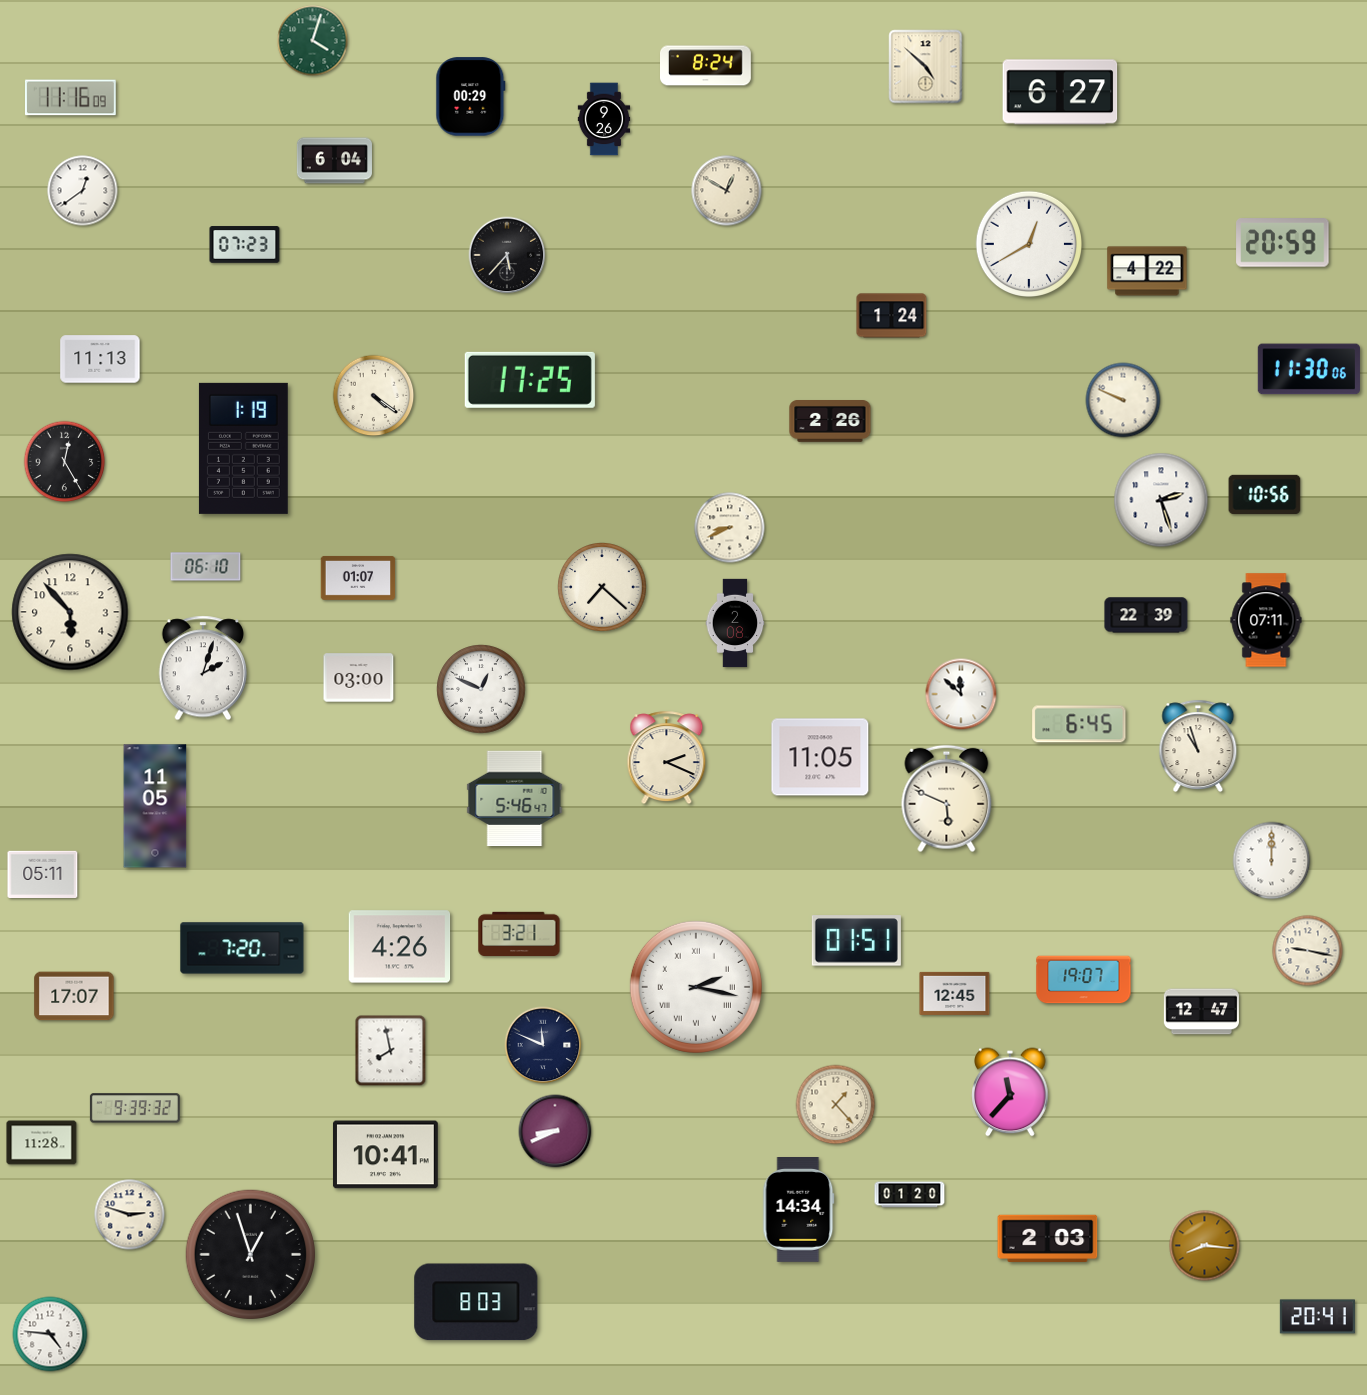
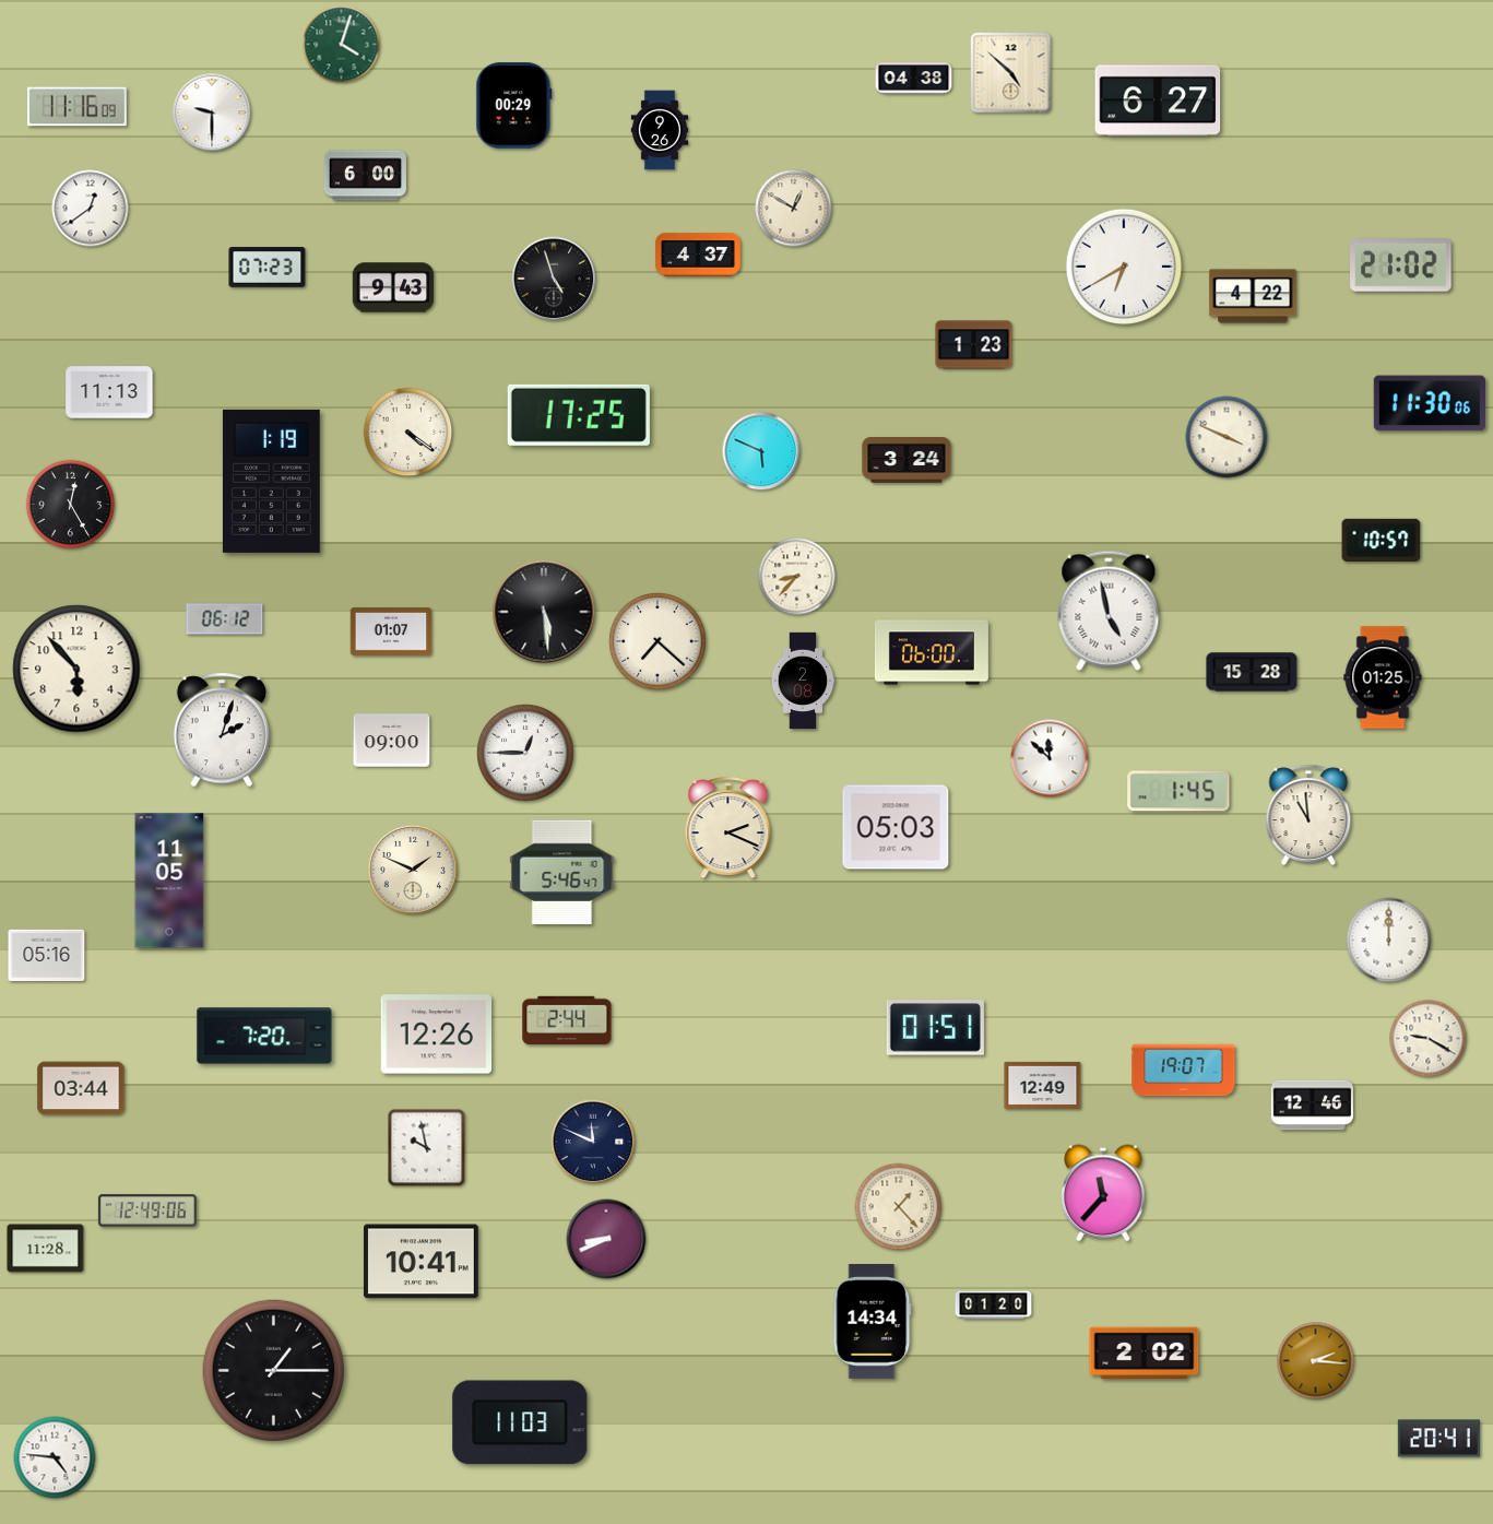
clock at (706, 66): 8:24 -> none
clock at (914, 79): none -> 04:38
clock at (212, 113): none -> 9:30
clock at (334, 161): 6:04 -> 6:00
clock at (698, 255): none -> 4:37
clock at (1283, 243): 20:59 -> 21:02
clock at (1029, 244): 12:40 -> 6:40
clock at (507, 255): 5:37 -> 4:57
clock at (393, 287): none -> 9:43
clock at (892, 316): 1:24 -> 1:23
clock at (1123, 400): 9:49 -> 3:49
clock at (761, 451): none -> 5:49
clock at (830, 422): 2:26 -> 3:24
clock at (243, 448) position: (243, 448) -> (271, 481)
clock at (1265, 494): 10:56 -> 10:57
clock at (1161, 500): 2:27 -> none
clock at (730, 528): 8:41 -> 8:37
clock at (1109, 611): none -> 4:58
clock at (544, 612): none -> 5:29
clock at (206, 567): 06:10 -> 06:12
clock at (932, 652): none -> 06:00
clock at (1146, 615): 22:39 -> 15:28
clock at (1266, 620): 07:11 -> 01:25
clock at (359, 678): 03:00 -> 09:00
clock at (481, 689): 12:49 -> 12:45
clock at (1079, 724): 6:45 -> 1:45
clock at (1198, 746): 10:57 -> 10:59
clock at (820, 757): 11:05 -> 05:03
clock at (413, 870): none -> 1:49
clock at (947, 799): 5:49 -> none
clock at (43, 874): 05:11 -> 05:16
clock at (519, 933): 3:21 -> 2:44
clock at (400, 947): 4:26 -> 12:26
clock at (1308, 951): 9:17 -> 9:20
clock at (696, 987): 2:17 -> none
clock at (955, 993): 12:45 -> 12:49
clock at (74, 996): 17:07 -> 03:44
clock at (1201, 1012): 12:47 -> 12:46
clock at (391, 1051): 7:58 -> 9:58
clock at (836, 1105) position: (836, 1105) -> (899, 1207)
clock at (135, 1108): 9:39 -> 12:49
clock at (555, 1131) position: (555, 1131) -> (606, 1239)
clock at (130, 1215): 2:48 -> none
clock at (1048, 1239): 2:03 -> 2:02
clock at (1205, 1246): 8:16 -> 2:16
clock at (251, 1255): 12:57 -> 1:15
clock at (476, 1302): 8:03 -> 11:03
